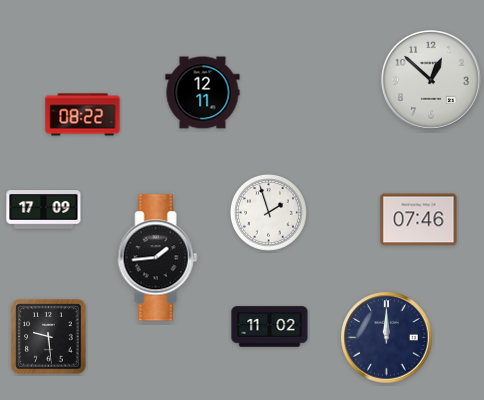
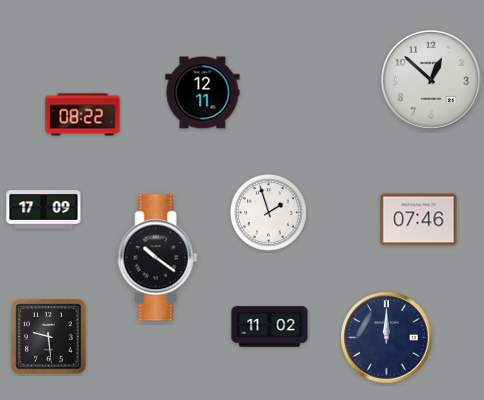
clock at (158, 258): 1:44 -> 10:21
